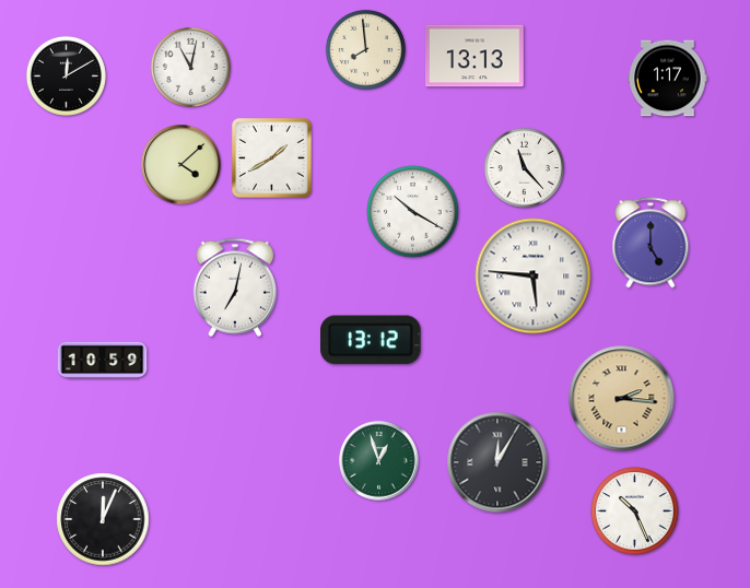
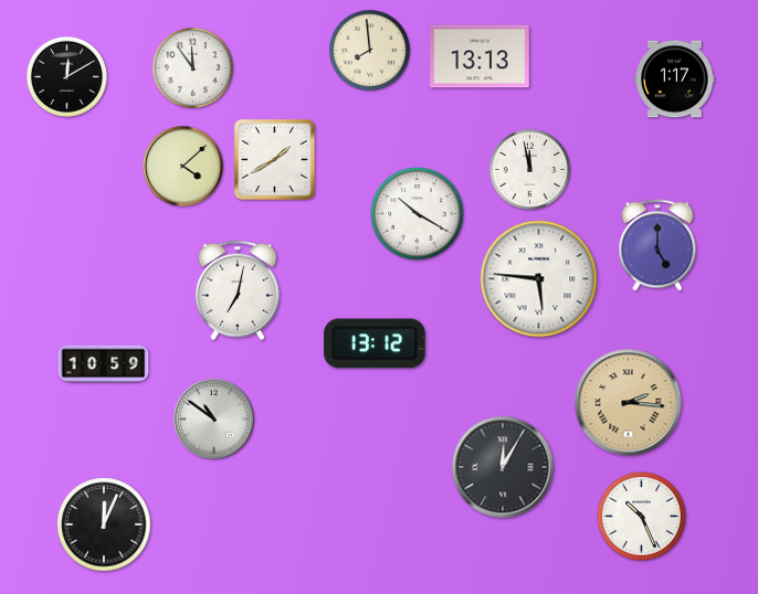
clock at (190, 67): 11:02 -> 11:54
clock at (524, 167): 11:23 -> 11:58
clock at (214, 420): none -> 10:51
clock at (379, 461): 12:57 -> none
